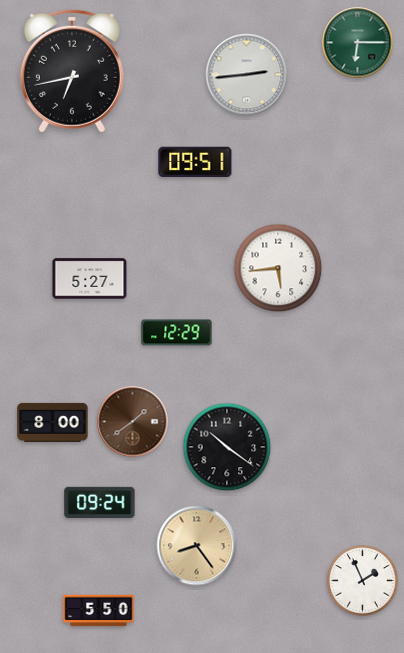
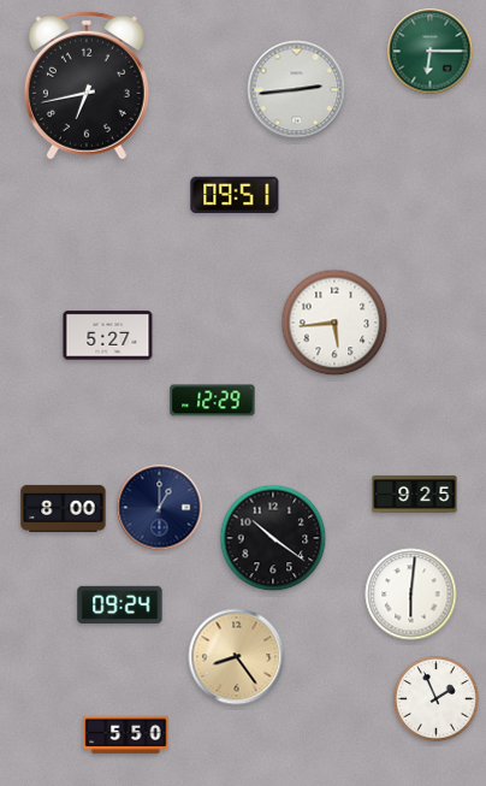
clock at (415, 495): none -> 9:25
clock at (133, 422): 1:39 -> 1:00
clock at (133, 422) dial: brown -> navy
clock at (411, 595): none -> 6:01
clock at (99, 611) position: (99, 611) -> (126, 735)
